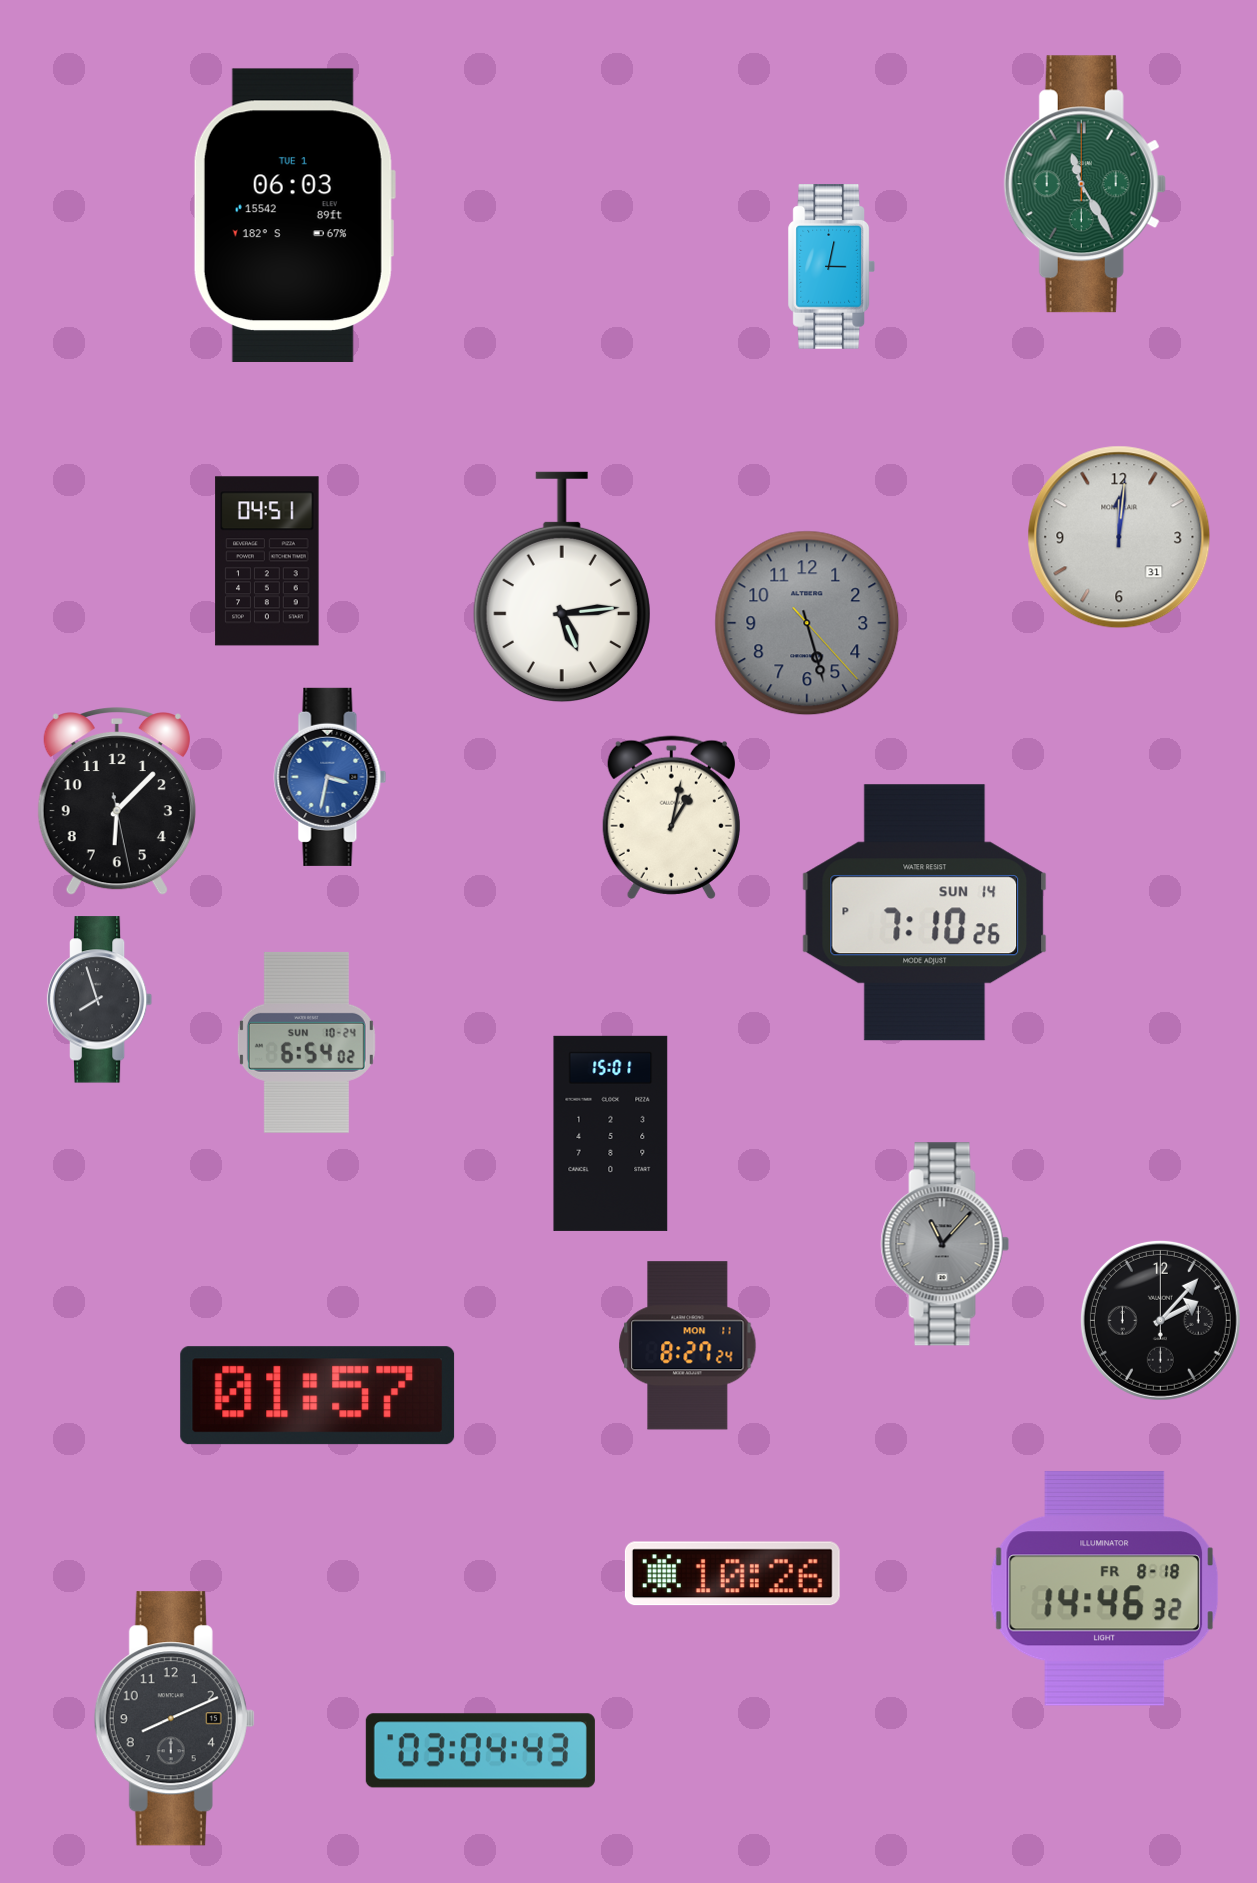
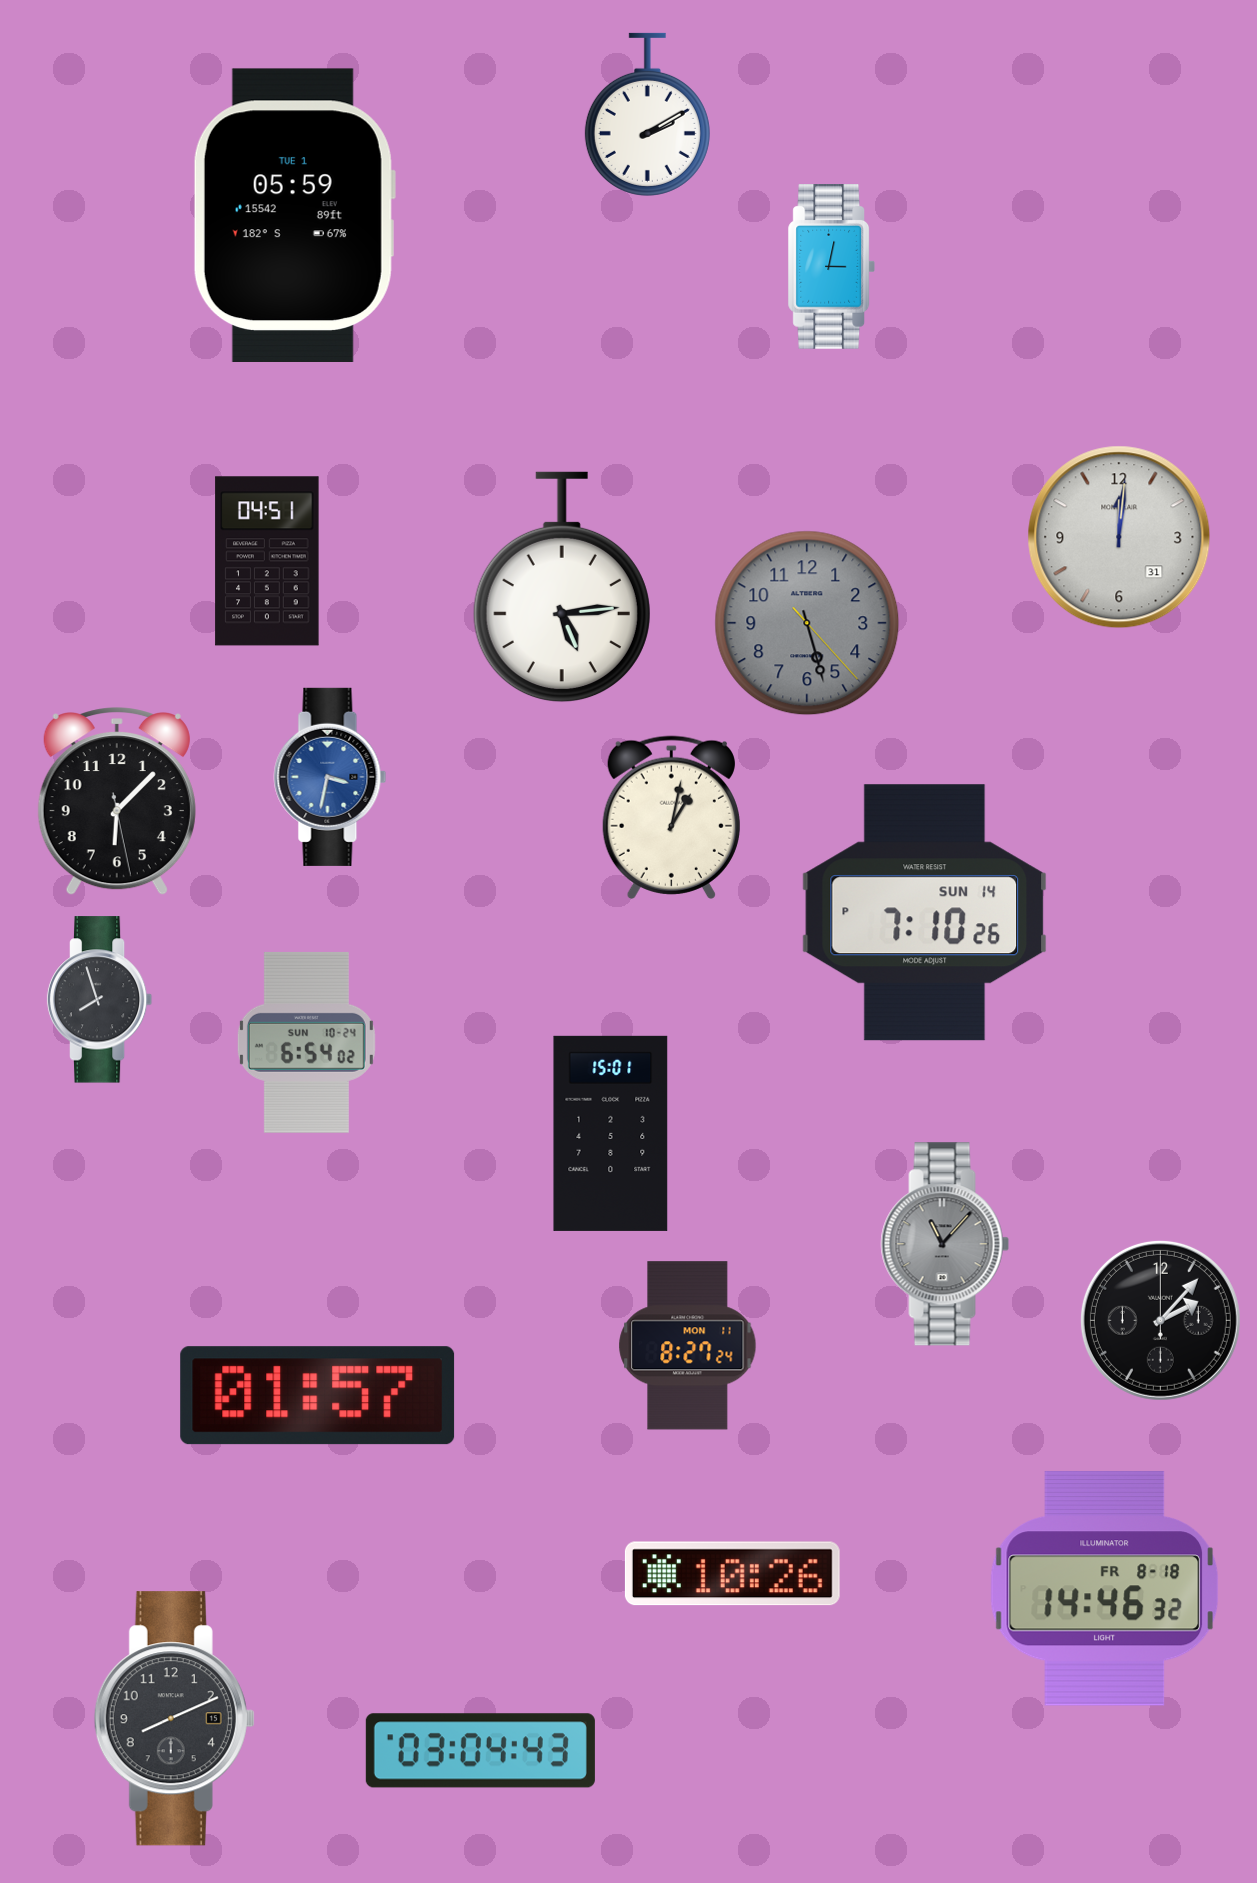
clock at (647, 114): none -> 2:10
clock at (1085, 184): 11:25 -> none
clock at (294, 215): 06:03 -> 05:59
